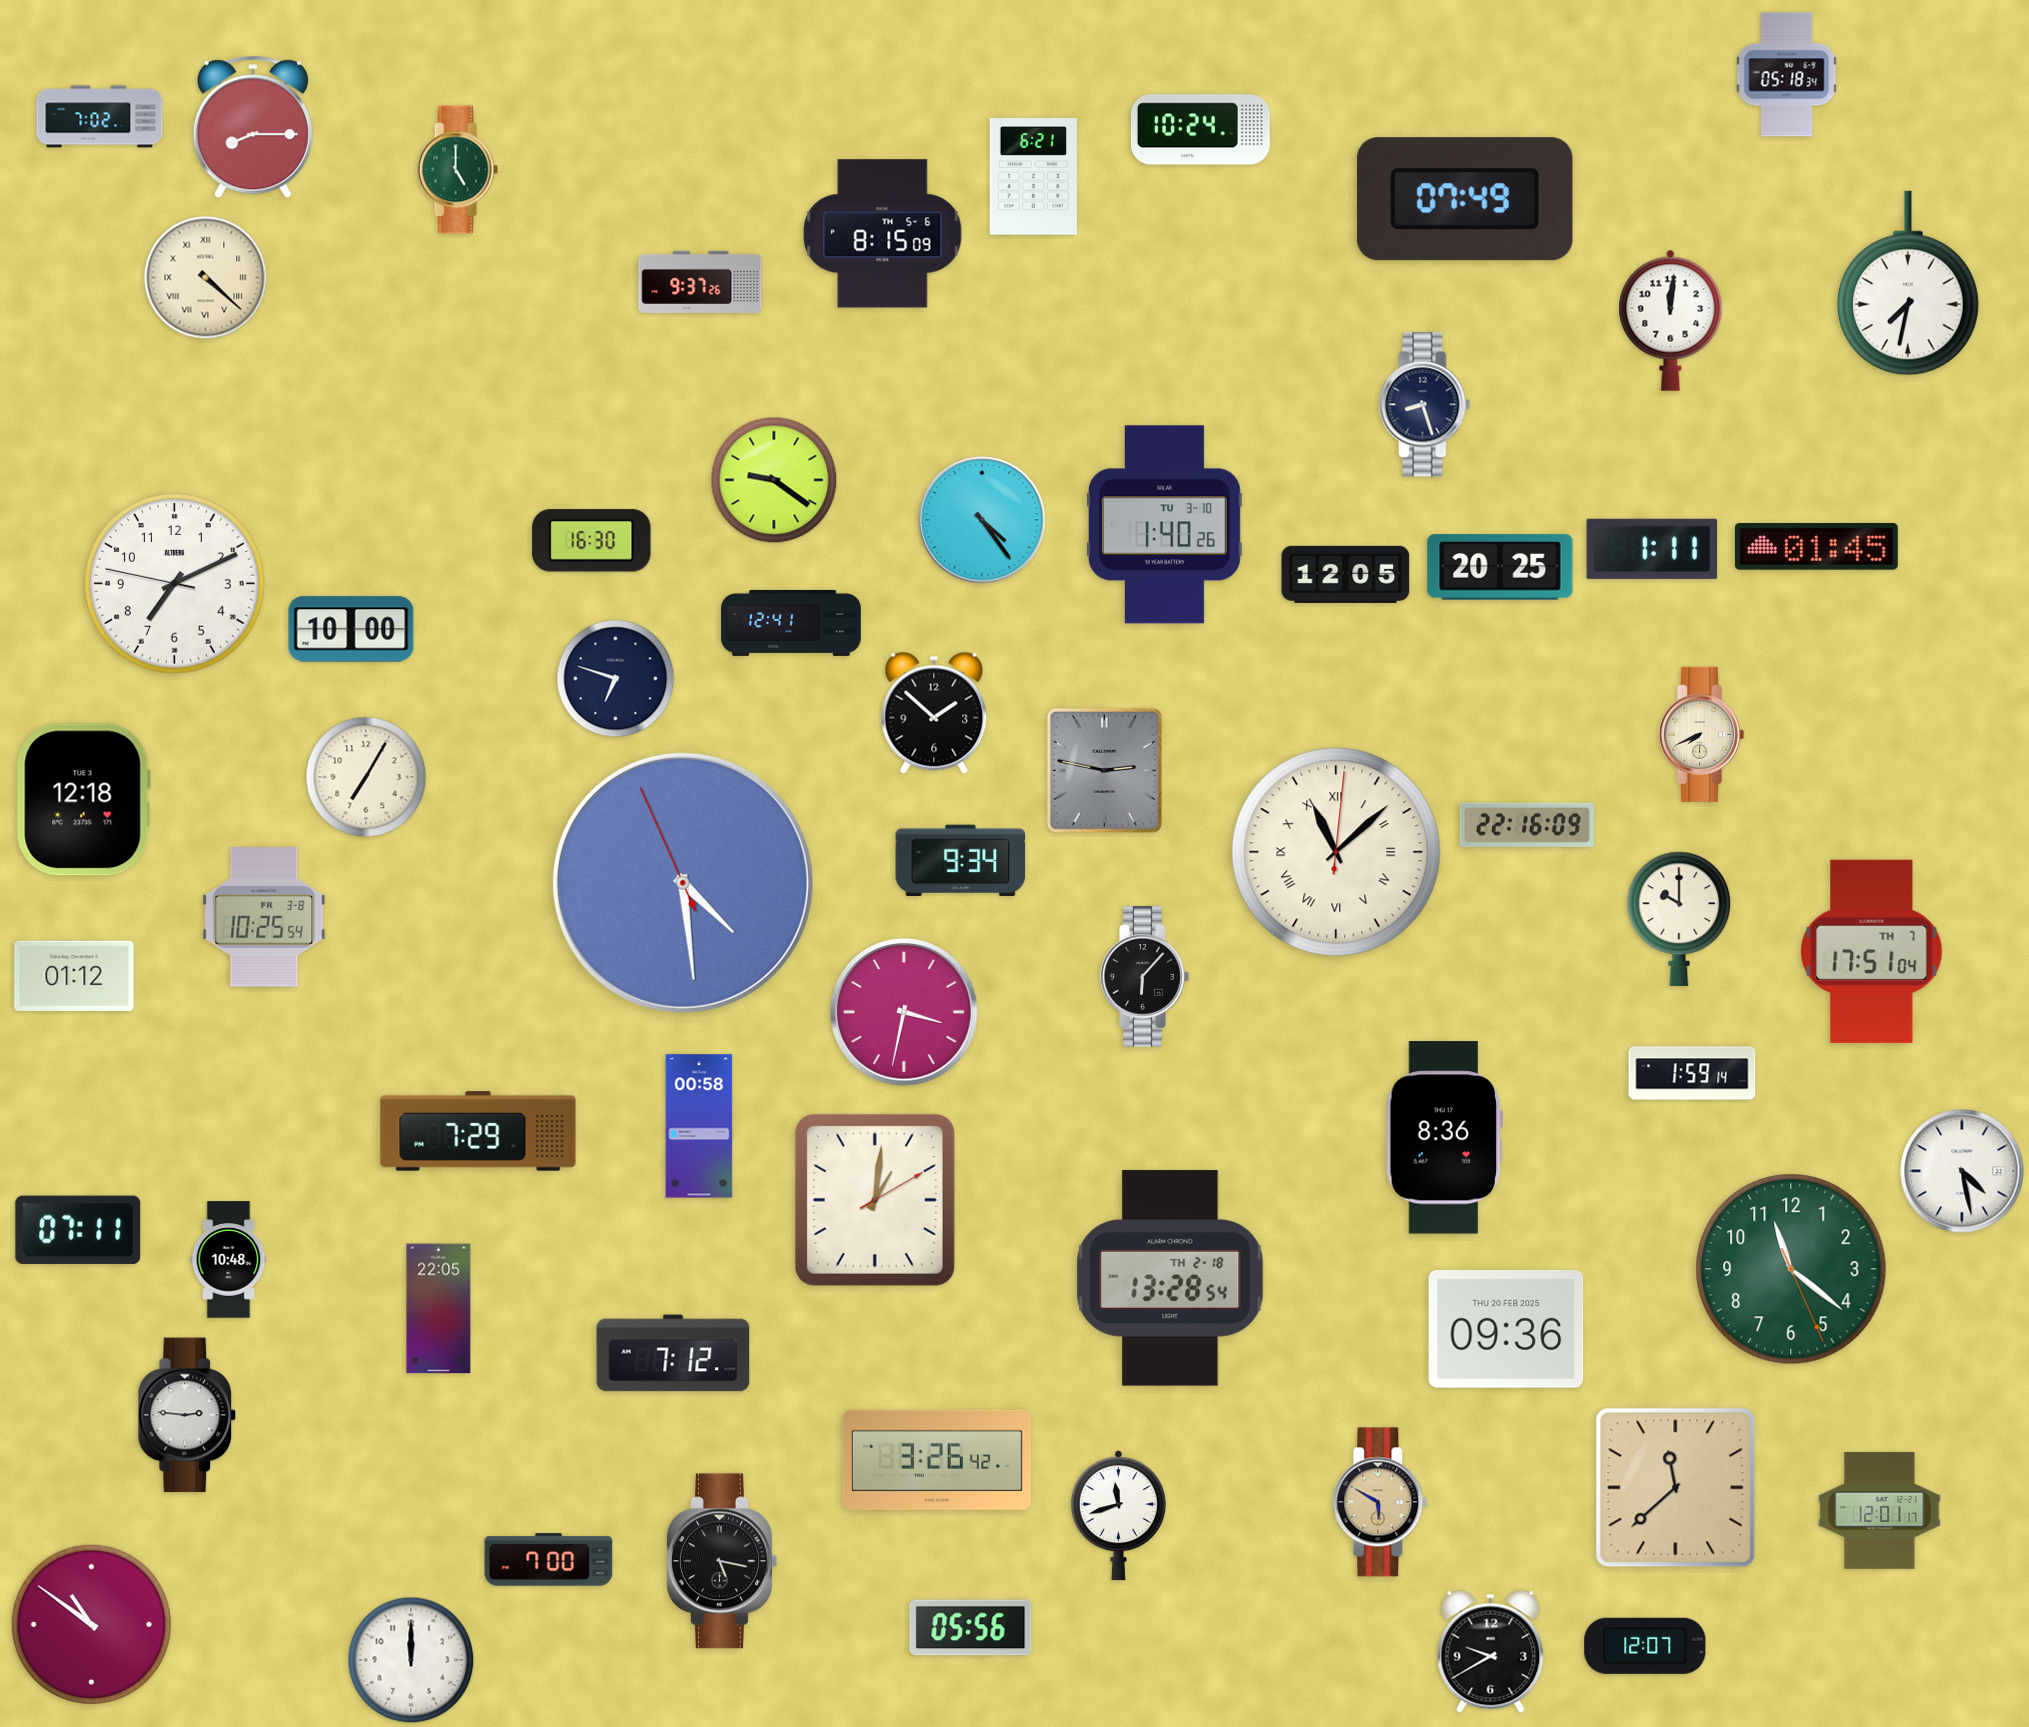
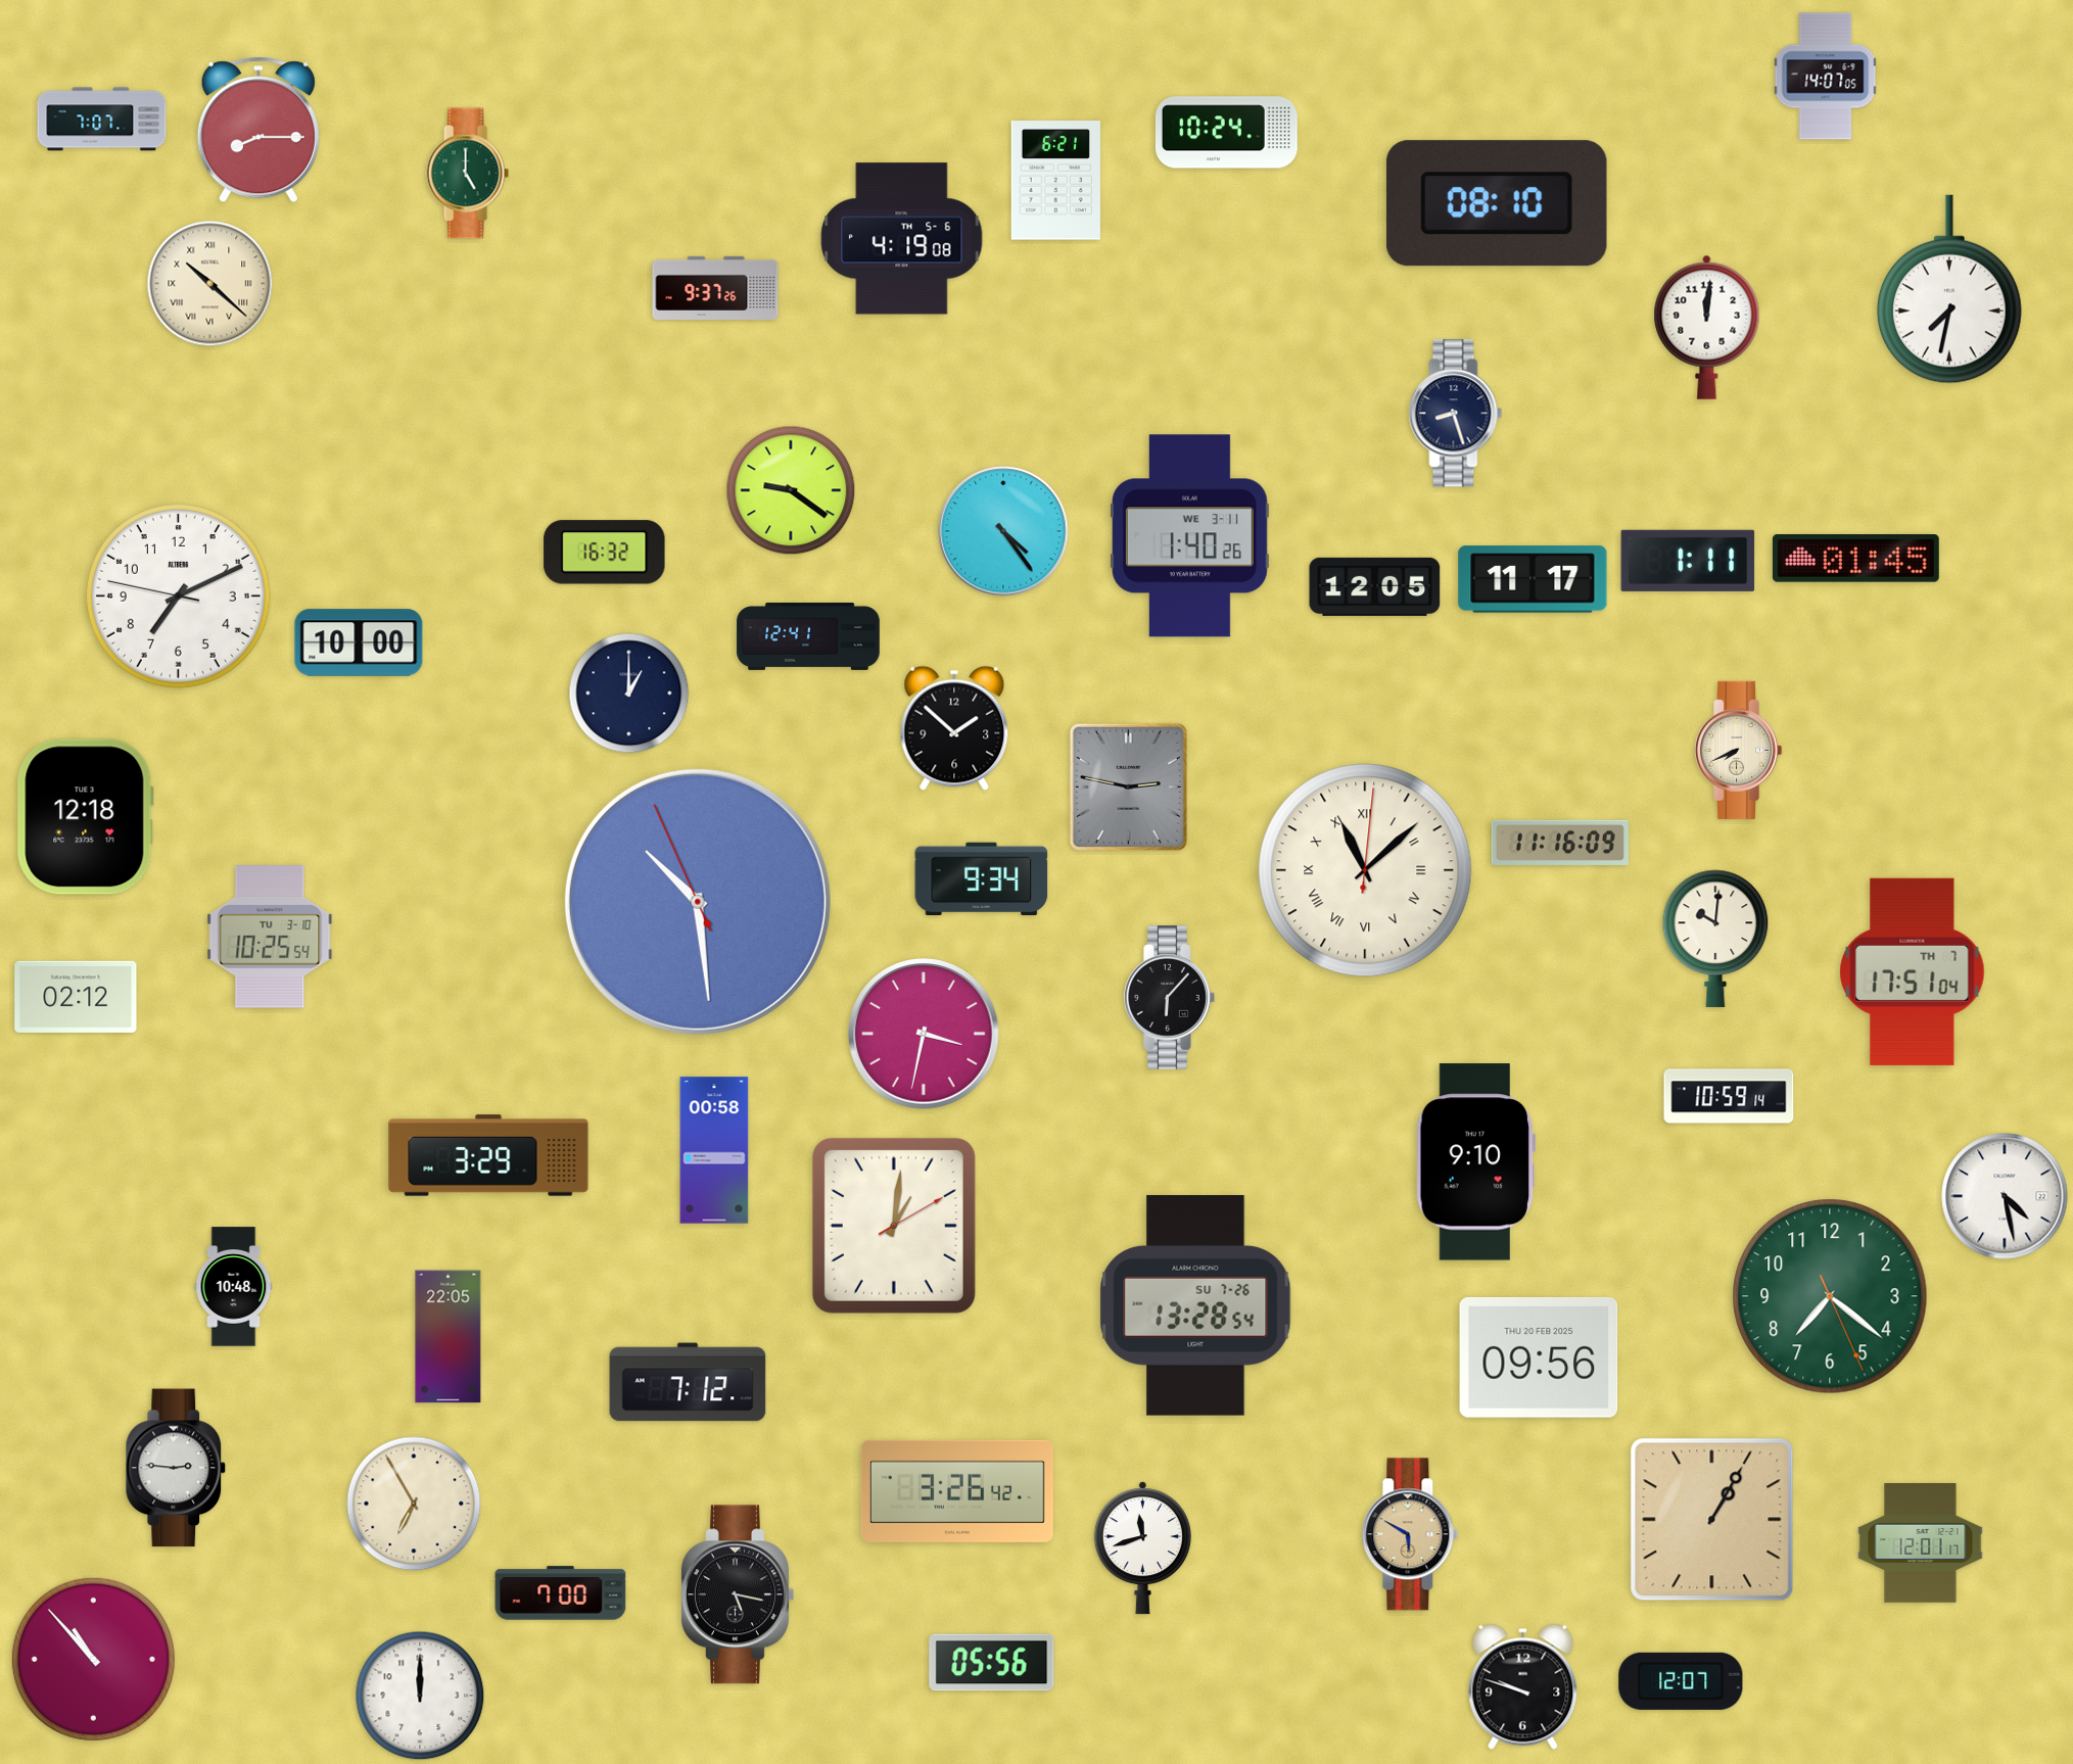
clock at (1787, 75): 05:18 -> 14:07
clock at (100, 117): 7:02 -> 7:07
clock at (1465, 199): 07:49 -> 08:10
clock at (883, 234): 8:15 -> 4:19
clock at (206, 278): 4:22 -> 10:22
clock at (1164, 525) date: TU 3-10 -> WE 3-11
clock at (592, 541): 16:30 -> 16:32
clock at (1500, 567): 20:25 -> 11:17
clock at (616, 679): 6:48 -> 1:00
clock at (366, 777): 7:05 -> none
clock at (1527, 825): 22:16 -> 11:16
clock at (683, 883): 4:28 -> 10:28
clock at (264, 918) date: FR 3-8 -> TU 3-10
clock at (1679, 919): 10:00 -> 10:01
clock at (74, 976): 01:12 -> 02:12
clock at (1692, 1073): 1:59 -> 10:59
clock at (478, 1131): 7:29 -> 3:29
clock at (1444, 1138): 8:36 -> 9:10
clock at (78, 1230): 07:11 -> none
clock at (1791, 1269): 11:21 -> 7:21
clock at (1170, 1278) date: TH 2-18 -> SU 7-26
clock at (1506, 1329): 09:36 -> 09:56
clock at (187, 1415) position: (187, 1415) -> (176, 1468)
clock at (414, 1504): none -> 6:55
clock at (1676, 1488): 11:38 -> 1:05
clock at (91, 1624): 10:51 -> 10:53
clock at (1491, 1651): 9:40 -> 9:48
